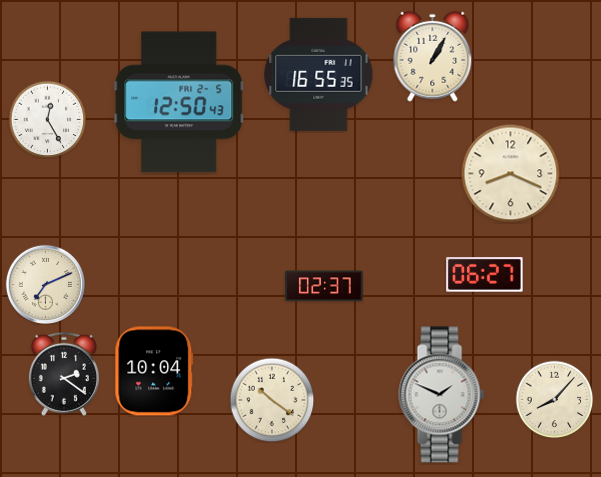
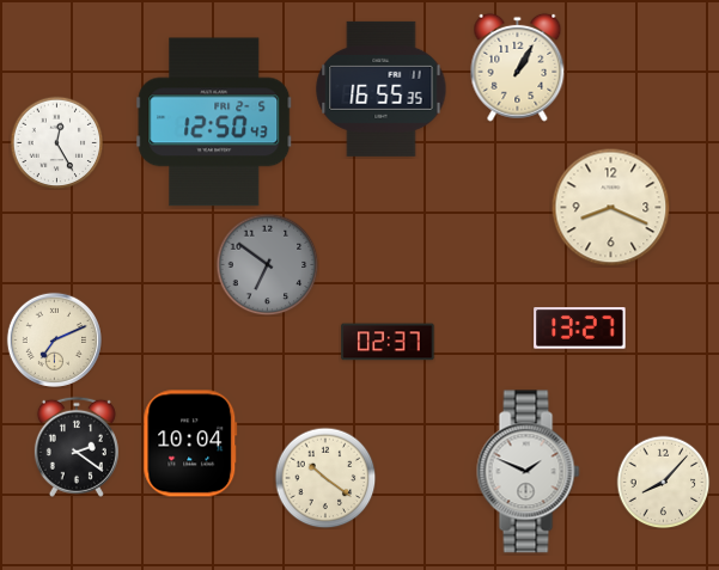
clock at (267, 264): none -> 6:51
clock at (485, 275): 06:27 -> 13:27
clock at (154, 371) position: (154, 371) -> (190, 443)
clock at (554, 399) position: (554, 399) -> (663, 482)
